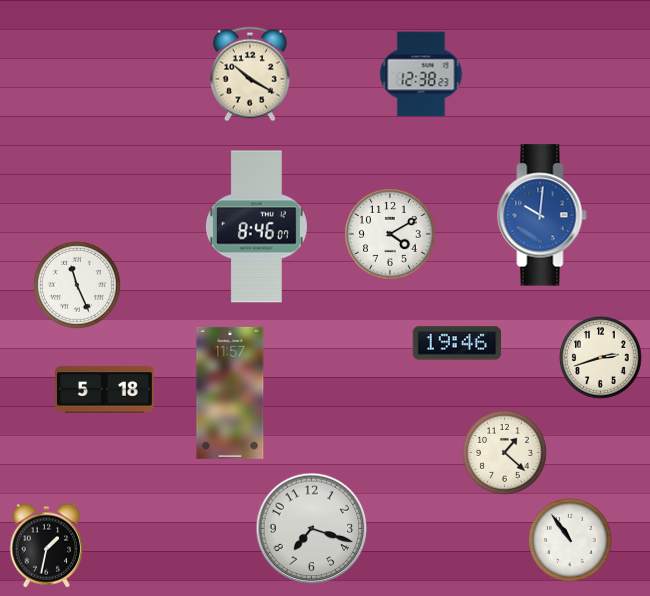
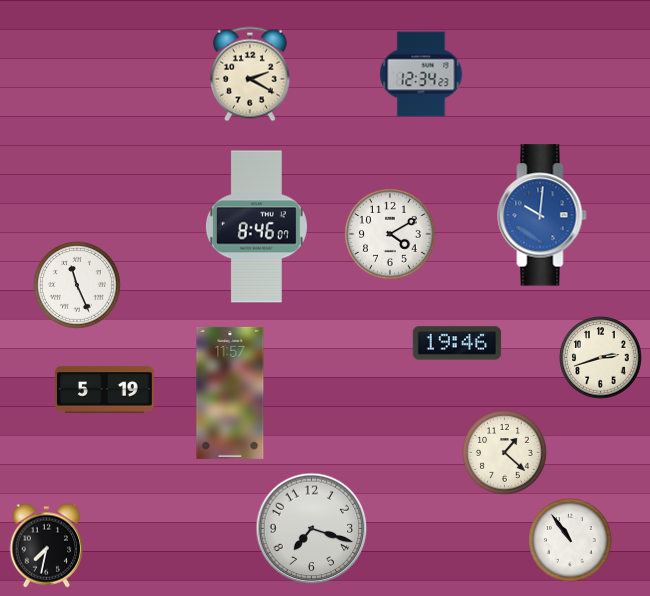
clock at (250, 74): 10:20 -> 2:20
clock at (421, 74): 12:38 -> 12:34
clock at (105, 390): 5:18 -> 5:19
clock at (47, 546): 1:32 -> 7:32
